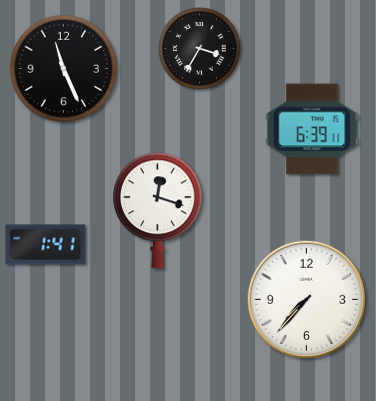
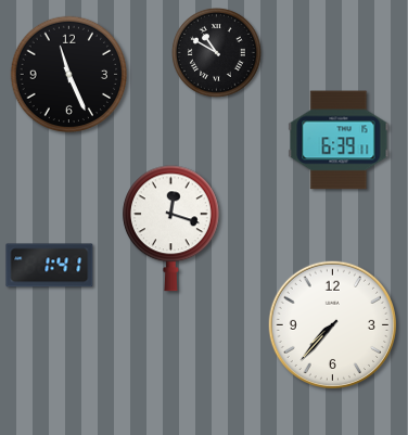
clock at (200, 49): 3:35 -> 10:50
